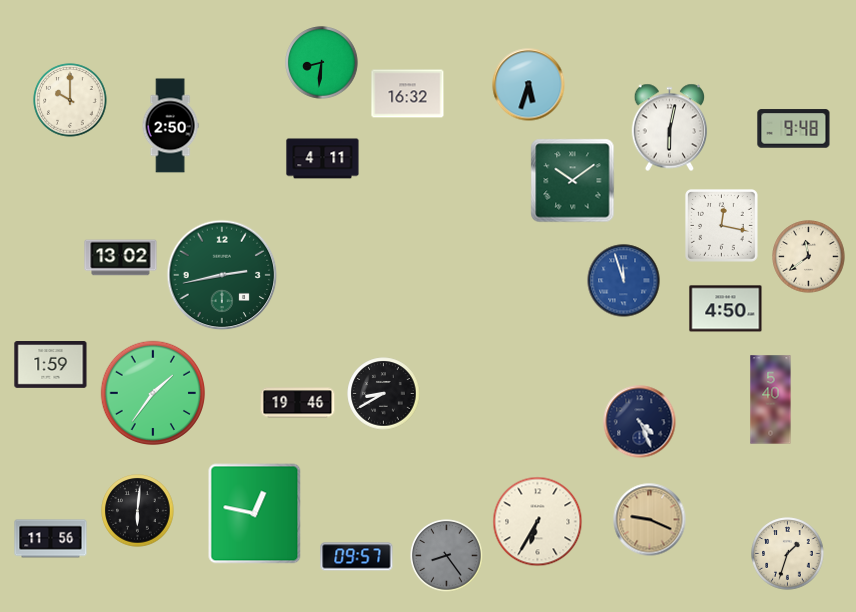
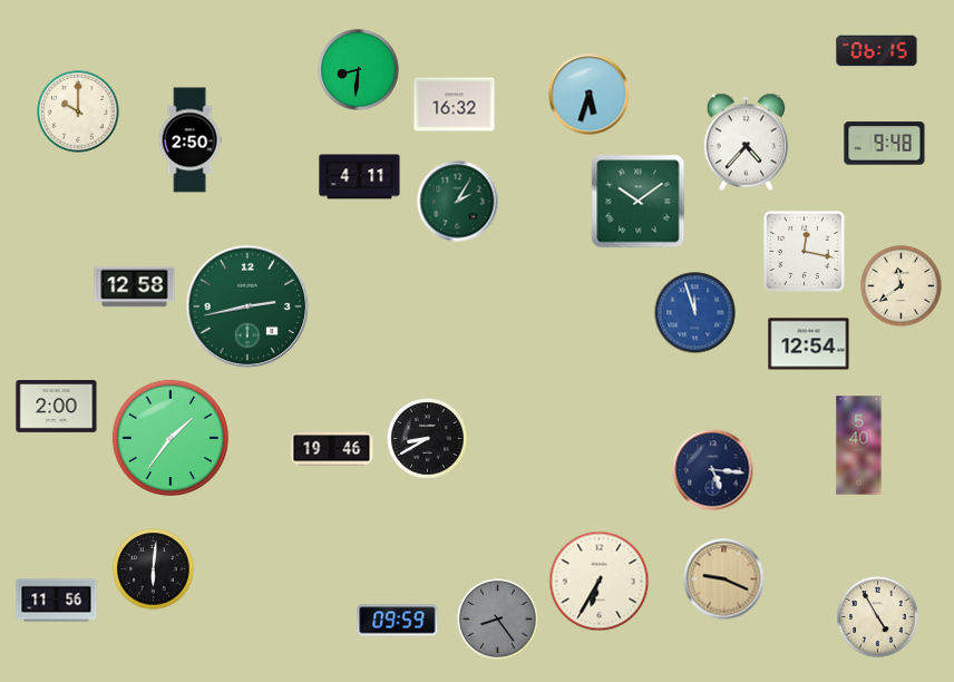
clock at (877, 51): none -> 06:15
clock at (670, 128): 6:02 -> 4:37
clock at (458, 202): none -> 2:05
clock at (121, 258): 13:02 -> 12:58
clock at (726, 309): 4:50 -> 12:54
clock at (51, 365): 1:59 -> 2:00
clock at (640, 422): 4:26 -> 5:16
clock at (255, 514): 12:47 -> none
clock at (788, 554): 1:33 -> 4:55
clock at (357, 557): 09:57 -> 09:59
